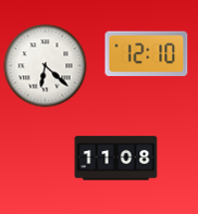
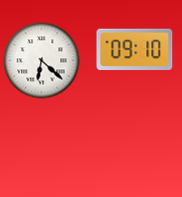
clock at (147, 54): 12:10 -> 09:10
clock at (116, 159): 11:08 -> none
